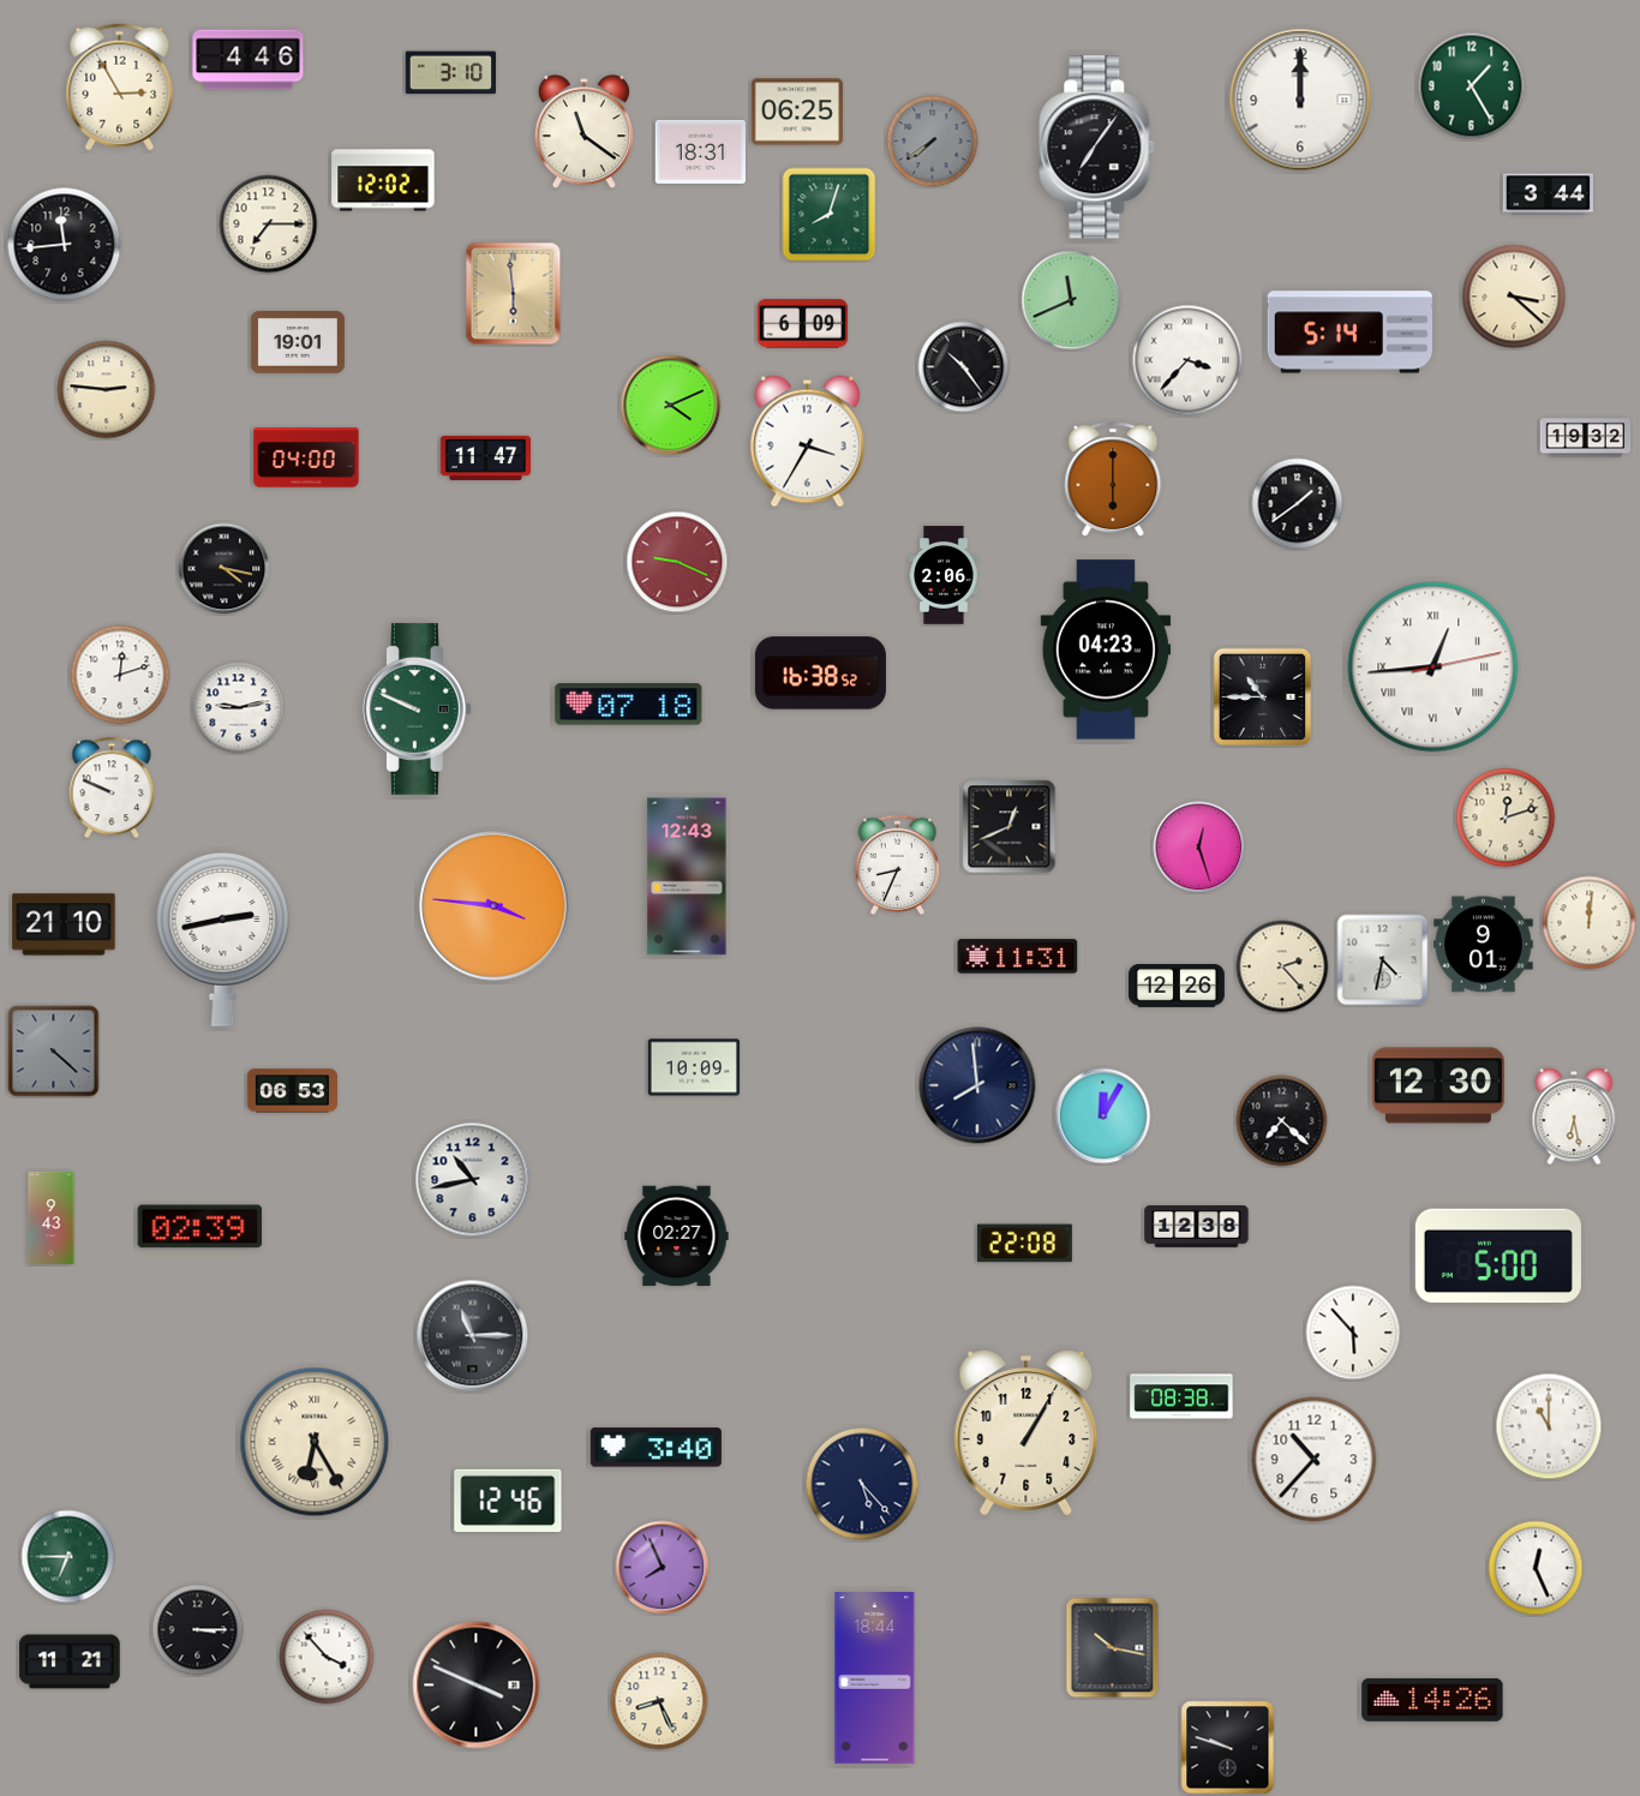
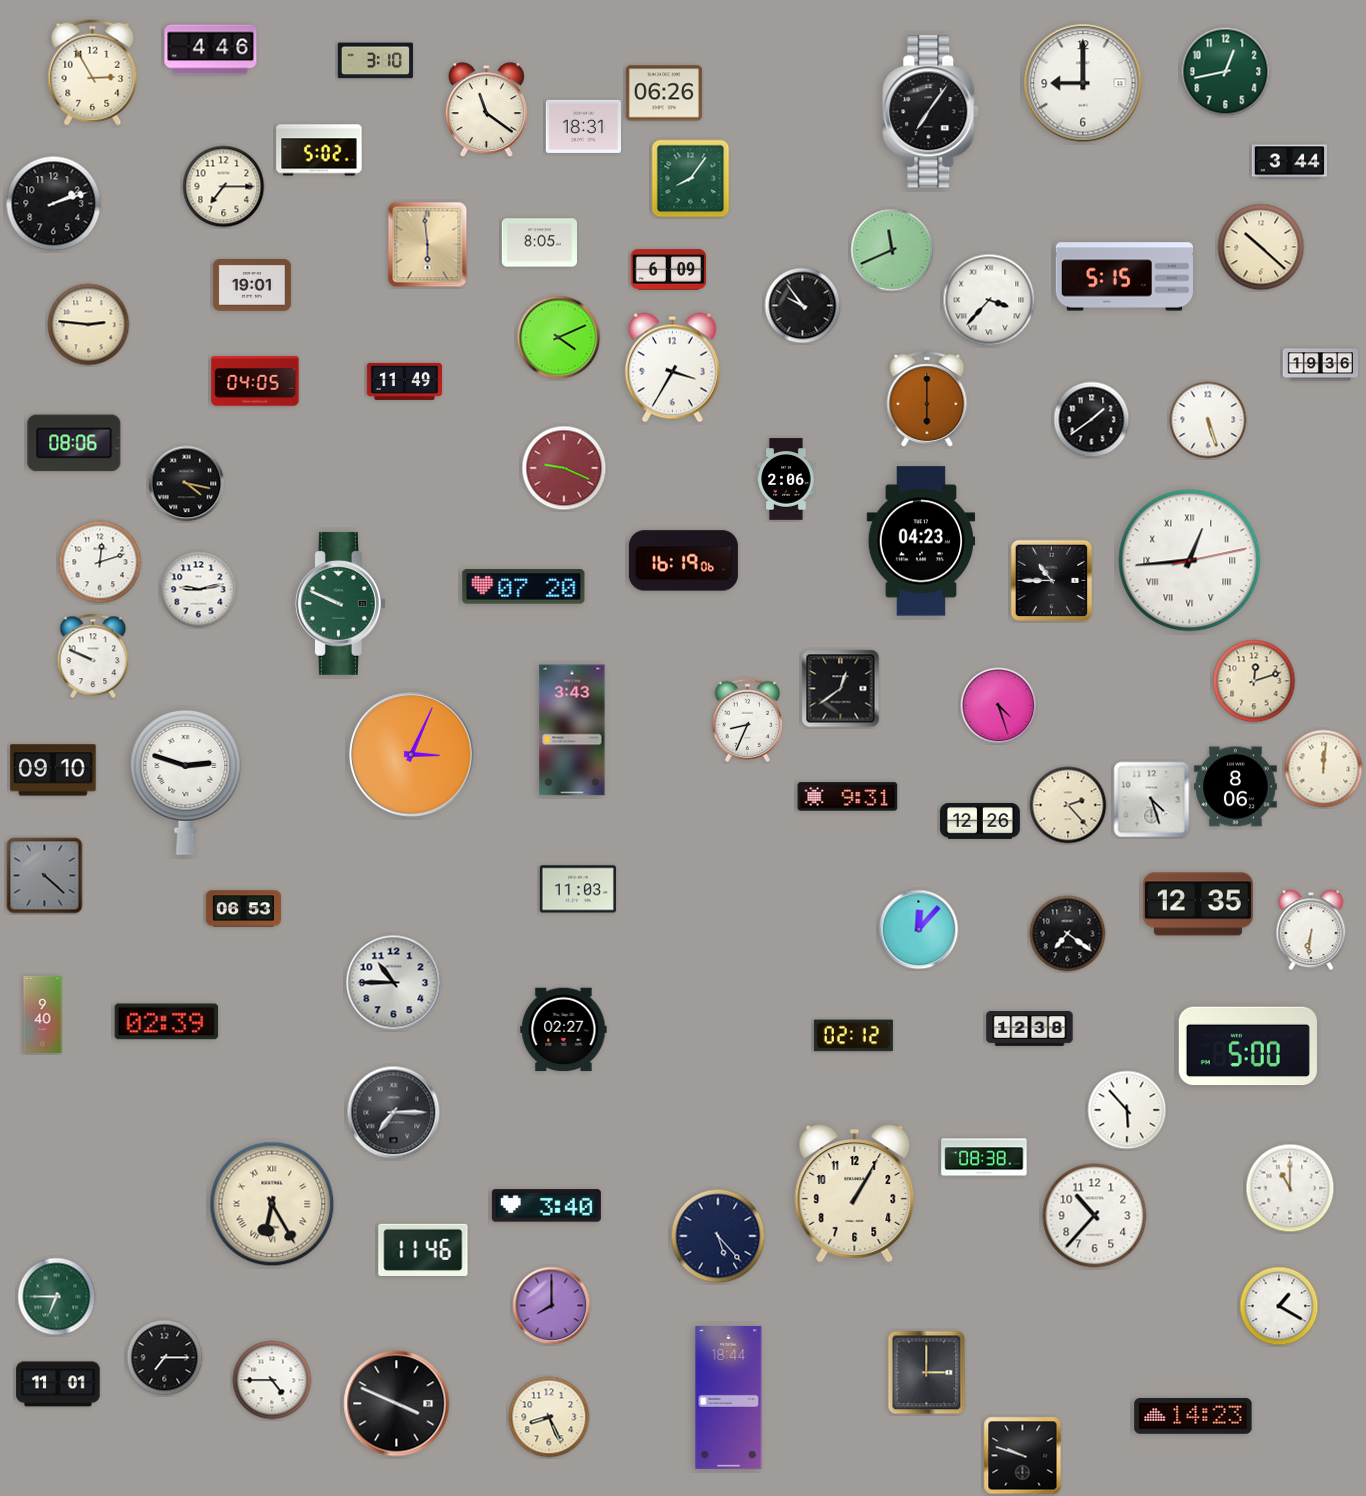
clock at (249, 60) position: (249, 60) -> (211, 50)
clock at (1472, 86): 1:25 -> 12:43
clock at (120, 88) position: (120, 88) -> (93, 73)
clock at (1300, 100): 12:00 -> 9:00
clock at (797, 112): 06:25 -> 06:26
clock at (933, 142): 7:39 -> none
clock at (1097, 148) position: (1097, 148) -> (931, 112)
clock at (383, 180): 12:02 -> 5:02
clock at (830, 215): 8:03 -> 8:06
clock at (65, 245): 11:44 -> 2:12
clock at (539, 243): none -> 8:05
clock at (1514, 297): 3:22 -> 10:22
clock at (1349, 333): 5:14 -> 5:15
clock at (298, 343) position: (298, 343) -> (252, 286)
clock at (964, 367): 10:24 -> 9:54
clock at (1586, 438): 19:32 -> 19:36
clock at (306, 457): 04:00 -> 04:05
clock at (486, 457): 11:47 -> 11:49
clock at (1298, 504) position: (1298, 504) -> (1092, 420)
clock at (1208, 420): none -> 5:27
clock at (74, 443): none -> 08:06
clock at (225, 569) position: (225, 569) -> (187, 484)
clock at (1433, 667) position: (1433, 667) -> (1190, 561)
clock at (820, 673): 16:38 -> 16:19
clock at (629, 705): 07:18 -> 07:20
clock at (417, 708) position: (417, 708) -> (340, 603)
clock at (1010, 827): 12:41 -> 12:39
clock at (1199, 848): 12:27 -> 4:27
clock at (687, 876): 12:43 -> 3:43
clock at (495, 906): 3:46 -> 3:04
clock at (64, 924): 21:10 -> 09:10
clock at (223, 939): 2:43 -> 2:48
clock at (1484, 945): 9:01 -> 8:06
clock at (1018, 957): 11:31 -> 9:31
clock at (1383, 960): 4:32 -> 4:27
clock at (694, 1067): 10:09 -> 11:03
clock at (977, 1085): 7:59 -> none
clock at (1438, 1085): 12:30 -> 12:35
clock at (1103, 1116): 12:05 -> 12:07
clock at (1574, 1116): 6:28 -> 6:31
clock at (1282, 1121): 7:22 -> 7:21
clock at (473, 1180): 10:43 -> 10:45
clock at (52, 1217): 9:43 -> 9:40
clock at (1197, 1227) position: (1197, 1227) -> (1030, 1029)
clock at (1024, 1244): 22:08 -> 02:12
clock at (473, 1336): 11:15 -> 7:15
clock at (1181, 1396) position: (1181, 1396) -> (984, 1157)
clock at (315, 1442) position: (315, 1442) -> (272, 1204)
clock at (508, 1499): 12:46 -> 11:46
clock at (663, 1568): 7:56 -> 8:00
clock at (1536, 1568): 12:26 -> 1:20
clock at (198, 1630): 3:15 -> 7:15
clock at (1113, 1648): 10:17 -> 3:00
clock at (327, 1657): 3:53 -> 4:45
clock at (70, 1662): 11:21 -> 11:01
clock at (1432, 1700): 14:26 -> 14:23
